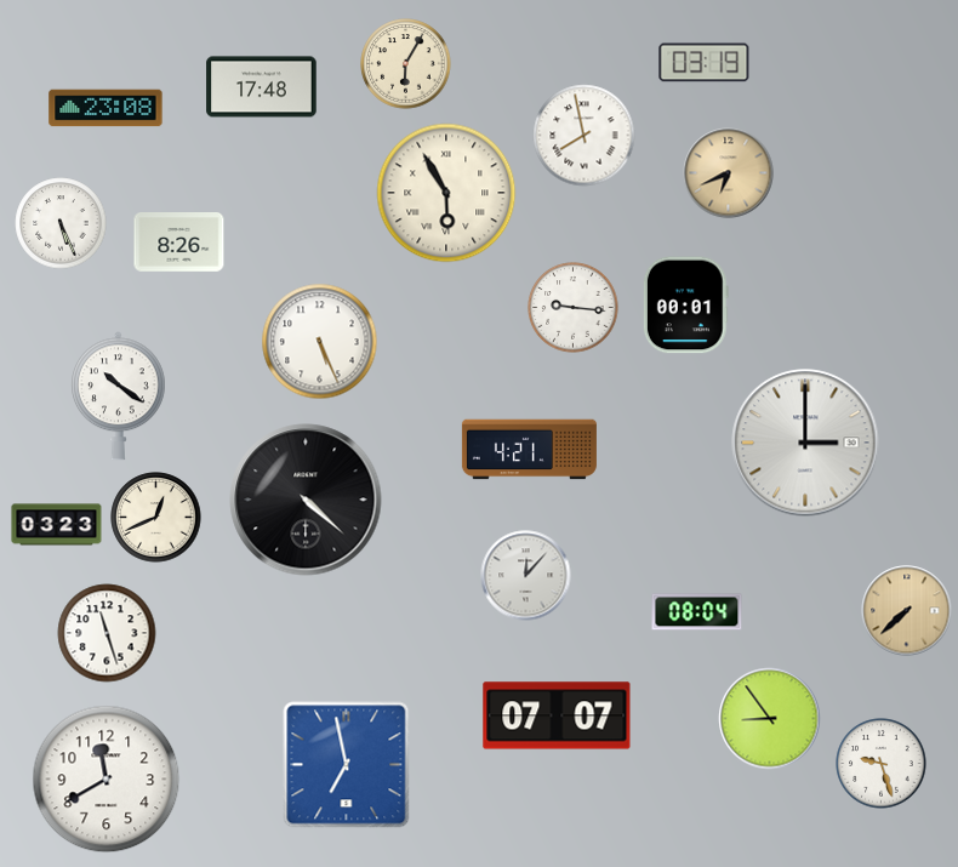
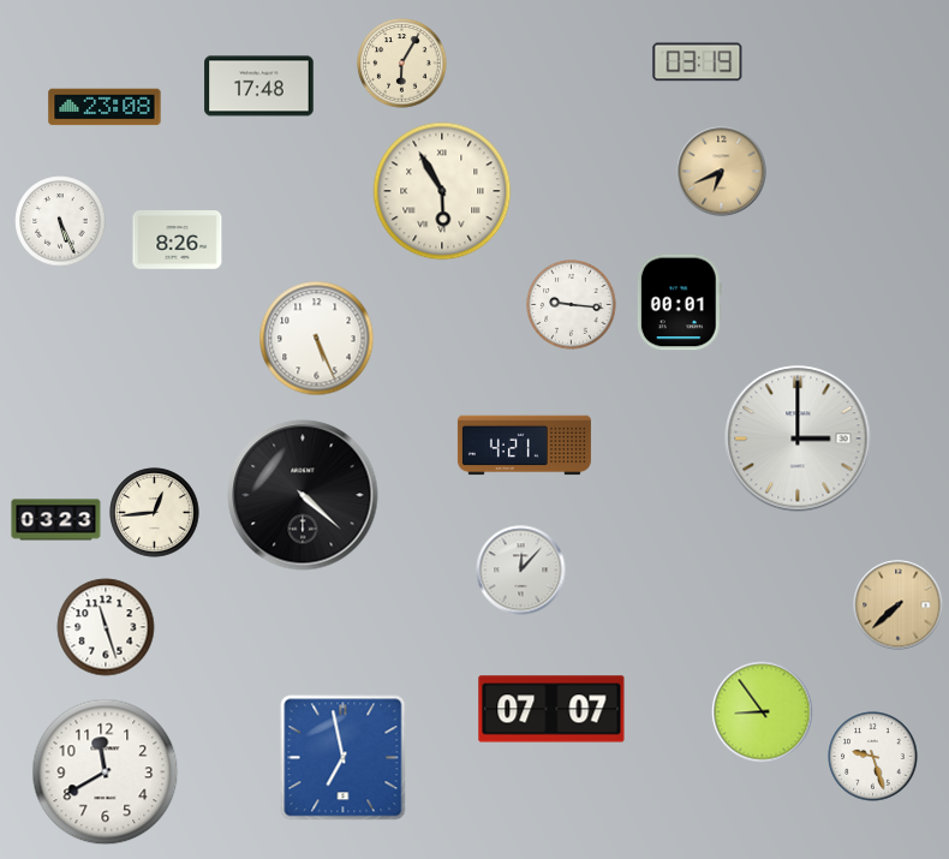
clock at (585, 136): 7:58 -> none
clock at (574, 308) position: (574, 308) -> (572, 305)
clock at (119, 397): 10:21 -> none
clock at (156, 518): 12:41 -> 12:44
clock at (697, 612): 08:04 -> none
